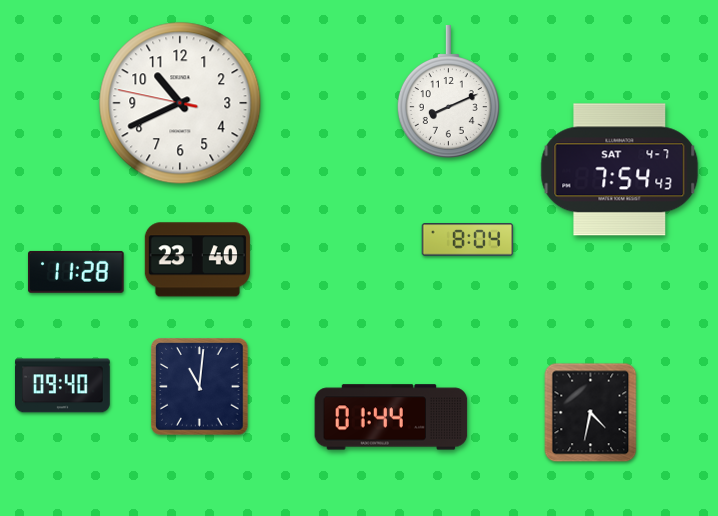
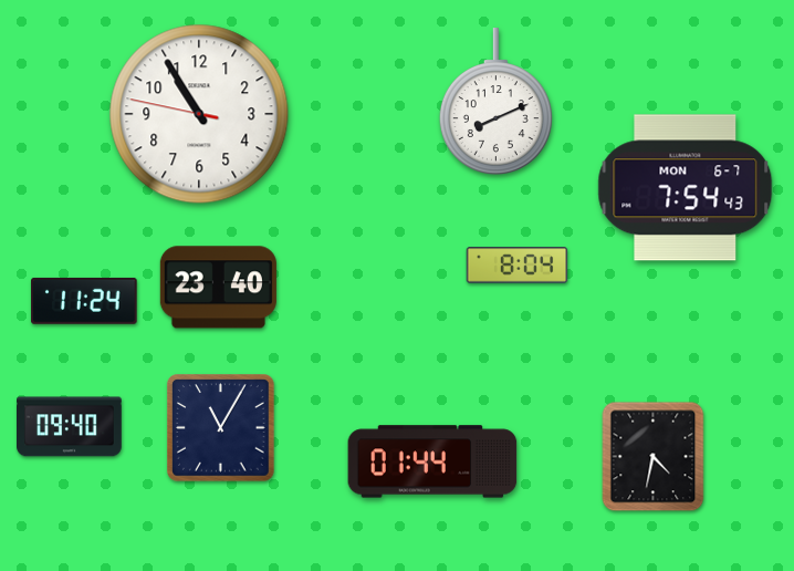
clock at (180, 103): 10:40 -> 10:54
clock at (620, 170) date: SAT 4-7 -> MON 6-7
clock at (76, 272): 11:28 -> 11:24
clock at (200, 387): 11:01 -> 11:05
